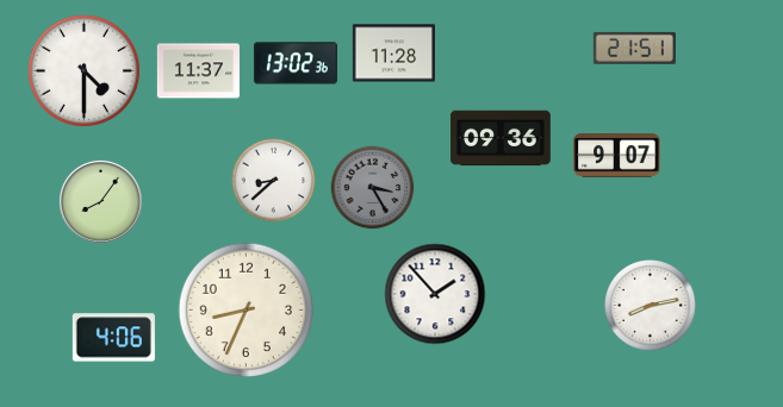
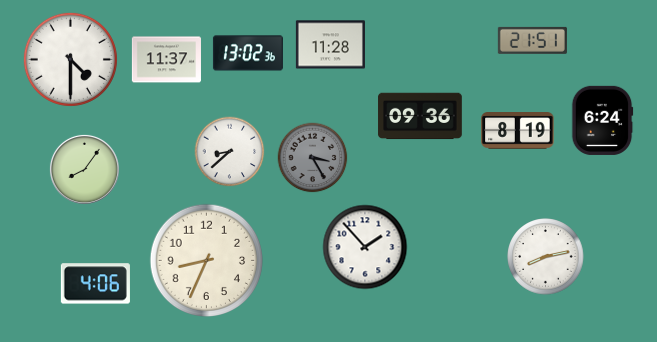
clock at (602, 120): none -> 6:24
clock at (617, 156): 9:07 -> 8:19
